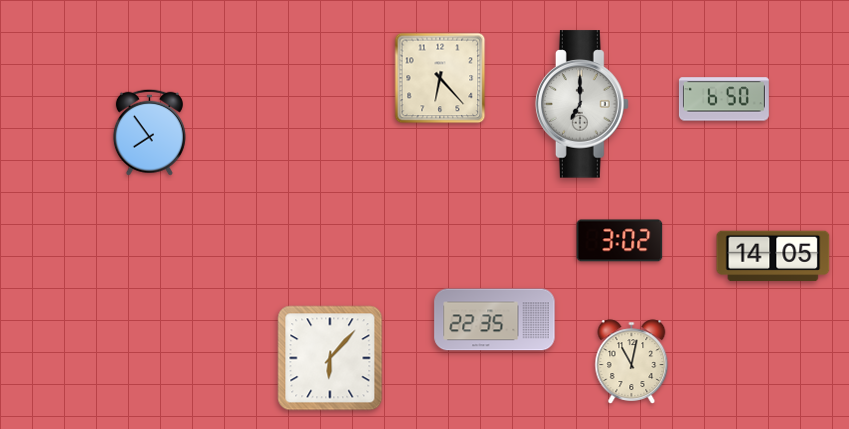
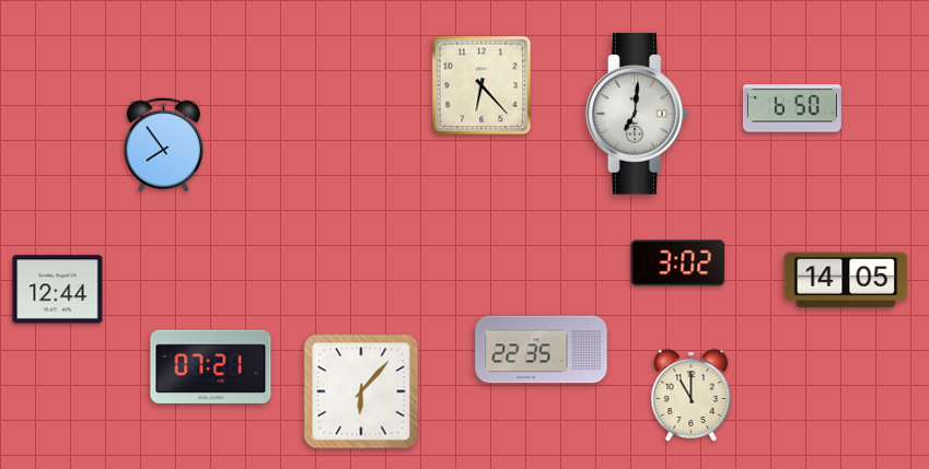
clock at (582, 104): 7:00 -> 7:01
clock at (58, 290): none -> 12:44
clock at (211, 366): none -> 07:21
clock at (632, 362): 11:02 -> 11:00
